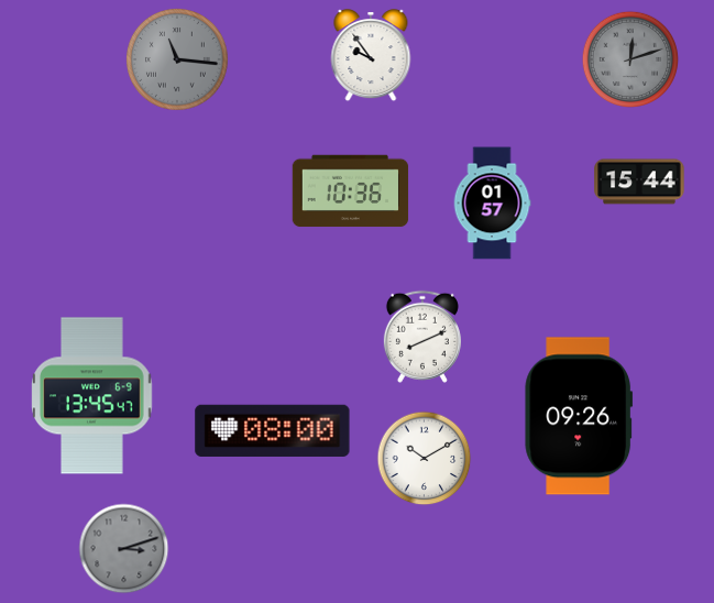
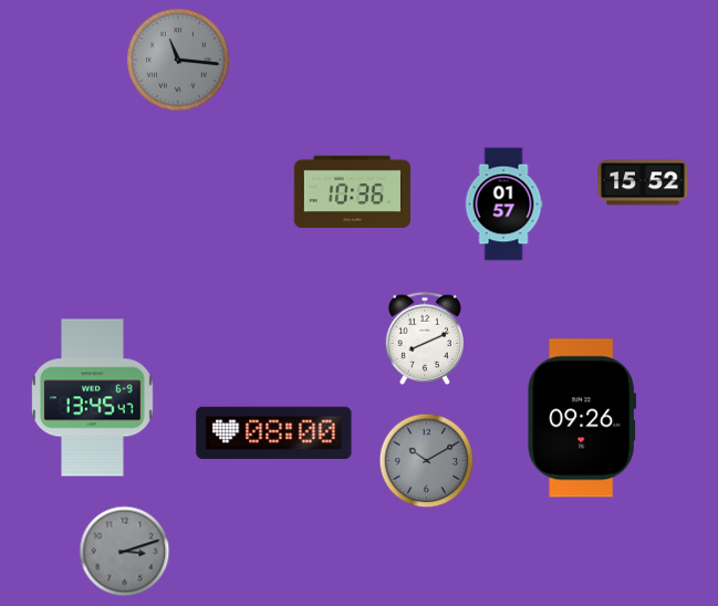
clock at (371, 56): 9:54 -> none
clock at (630, 59): 12:12 -> none
clock at (639, 182): 15:44 -> 15:52
clock at (492, 204) position: (492, 204) -> (503, 205)
clock at (425, 459) dial: white -> grey
